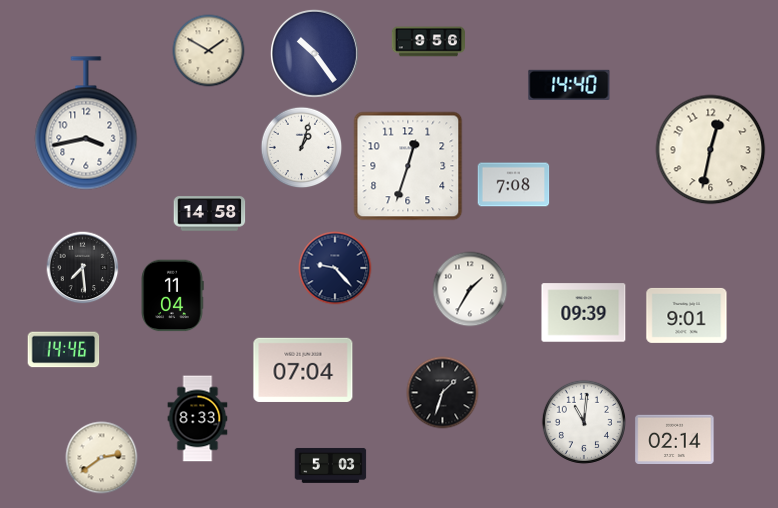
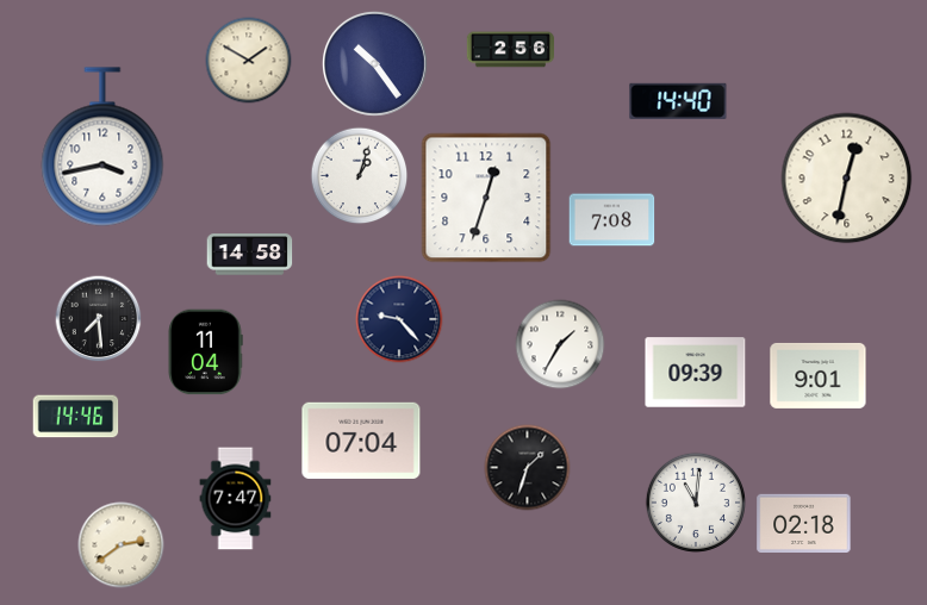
clock at (428, 42): 9:56 -> 2:56
clock at (198, 419): 8:33 -> 7:47
clock at (675, 439): 02:14 -> 02:18
clock at (331, 465): 5:03 -> none
